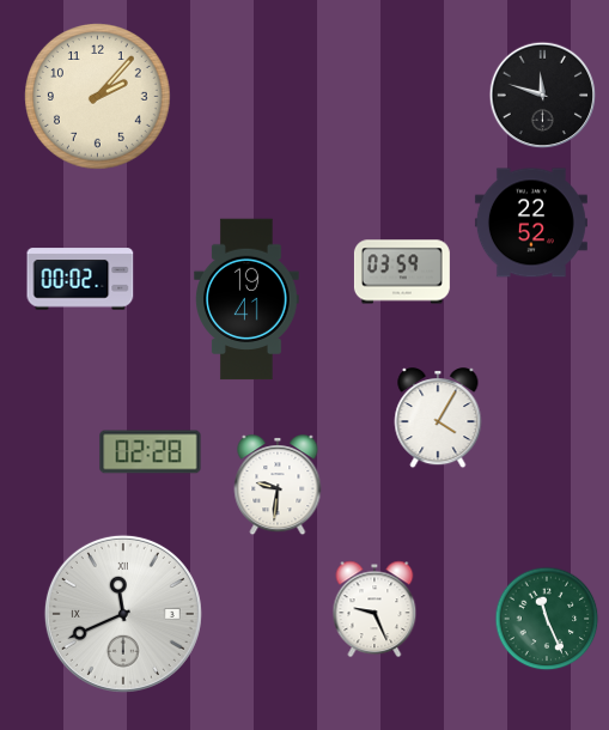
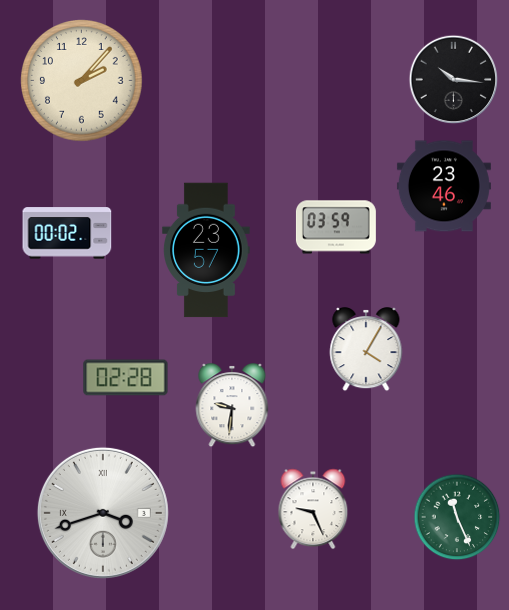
clock at (543, 96): 11:48 -> 10:16
clock at (531, 223): 22:52 -> 23:46
clock at (246, 299): 19:41 -> 23:57
clock at (123, 614): 11:41 -> 3:42
